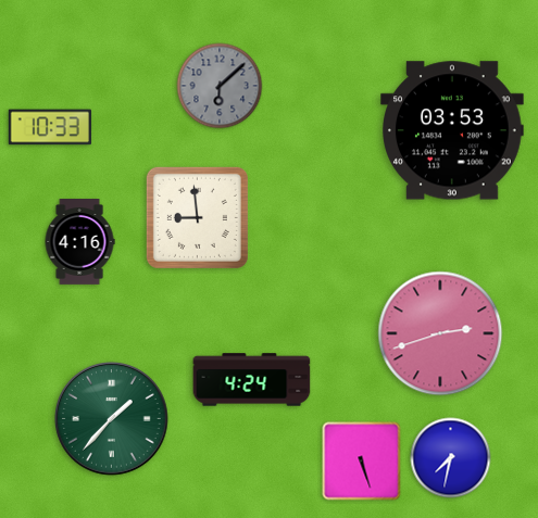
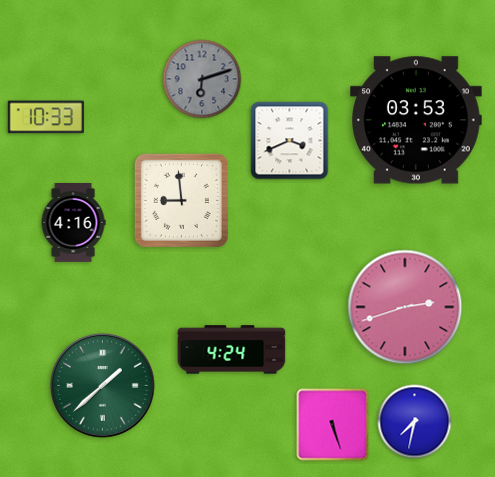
clock at (220, 86): 6:08 -> 6:12
clock at (290, 141): none -> 3:41
clock at (112, 419): 1:37 -> 1:38
